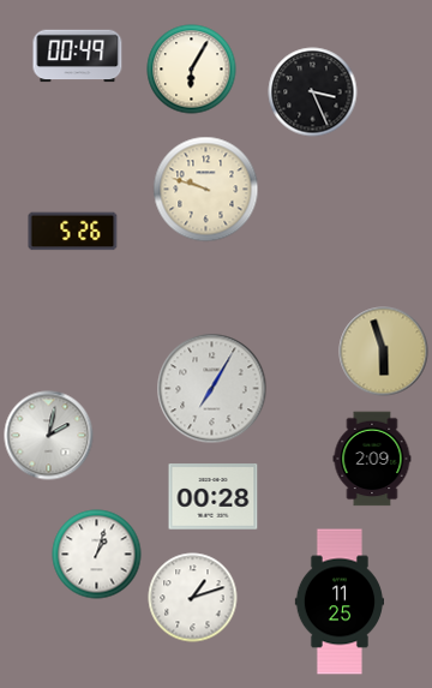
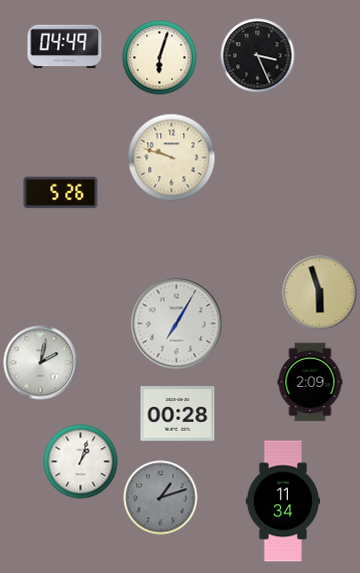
clock at (78, 56): 00:49 -> 04:49
clock at (192, 70): 6:05 -> 6:03
clock at (313, 92) position: (313, 92) -> (258, 56)
clock at (193, 598) dial: white -> grey
clock at (338, 602): 11:25 -> 11:34
